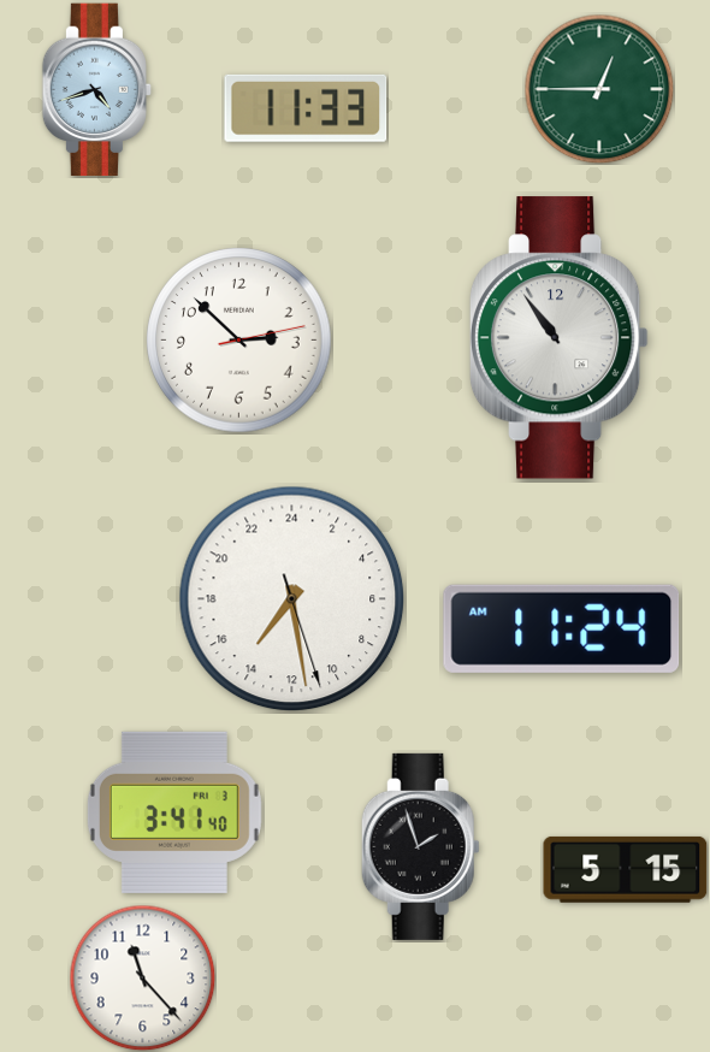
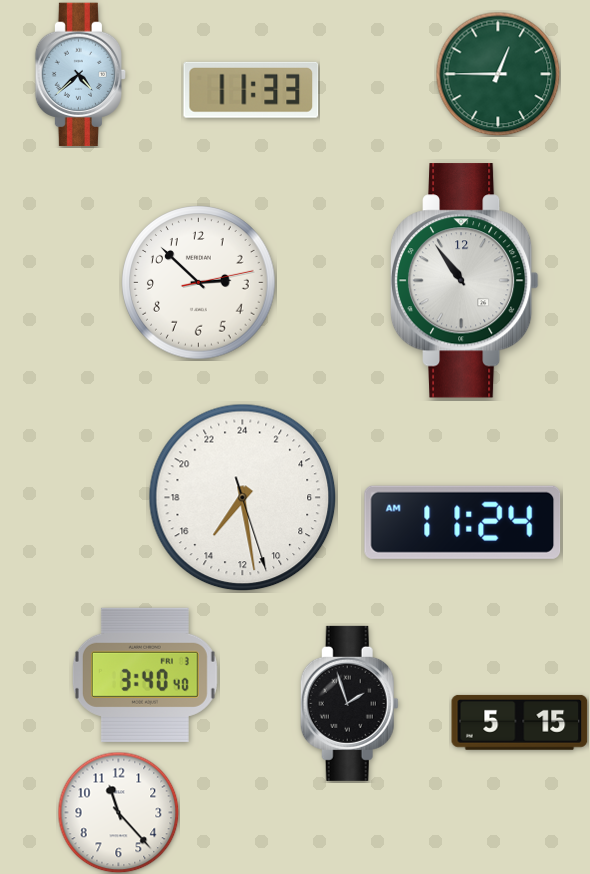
clock at (97, 90): 4:42 -> 4:38
clock at (306, 108) position: (306, 108) -> (251, 90)
clock at (562, 628) position: (562, 628) -> (463, 522)
clock at (174, 812): 3:41 -> 3:40
